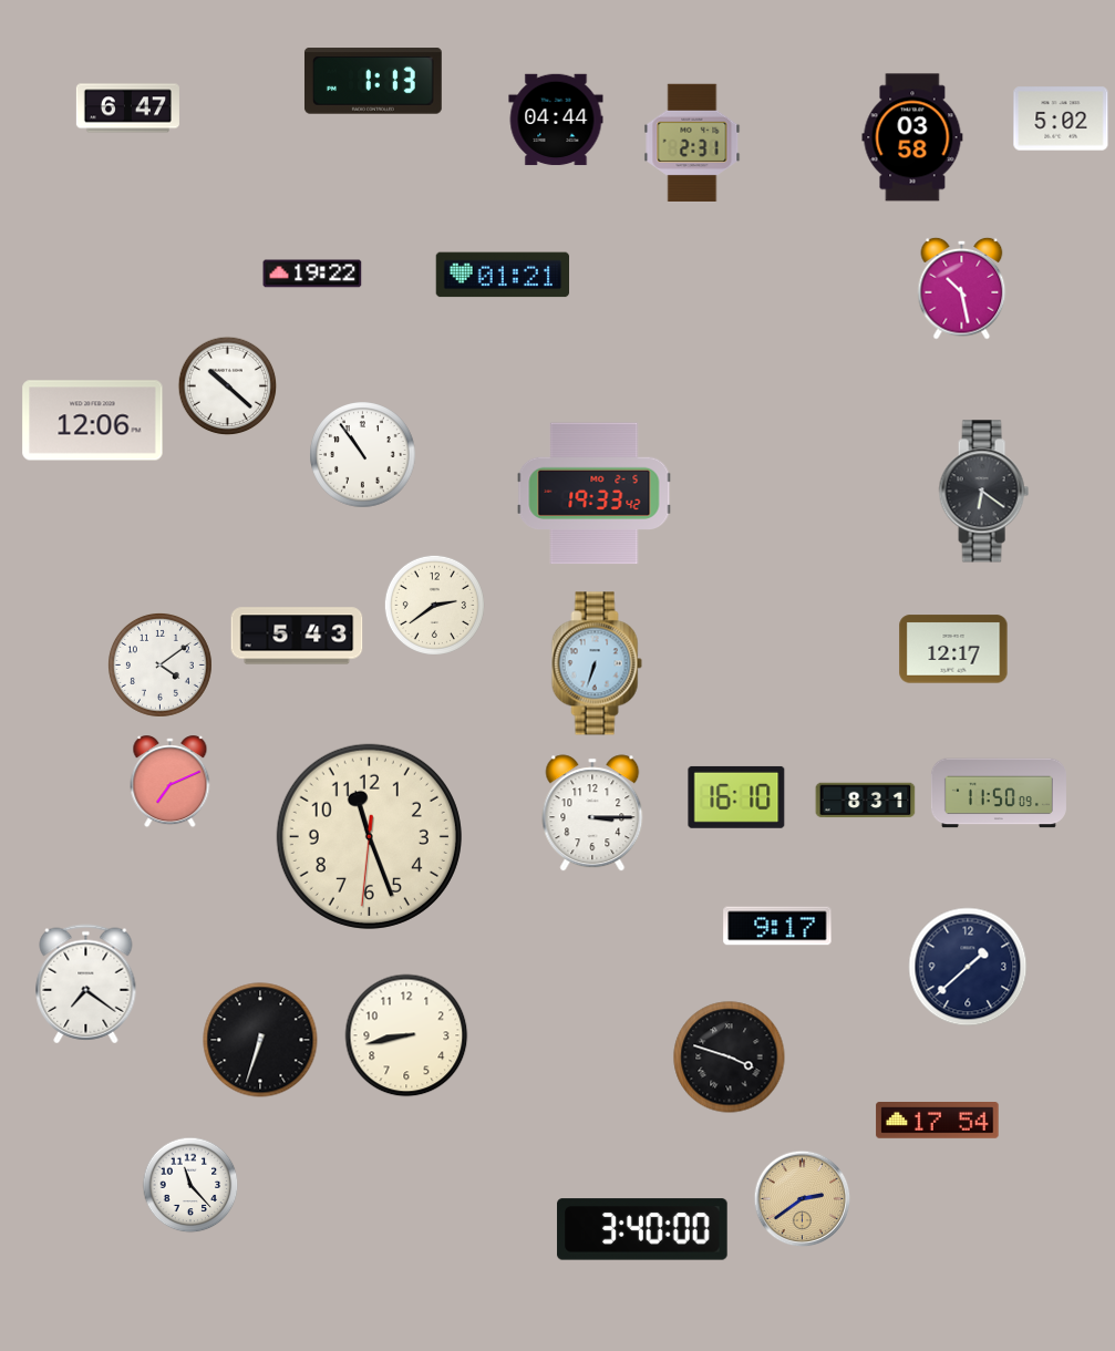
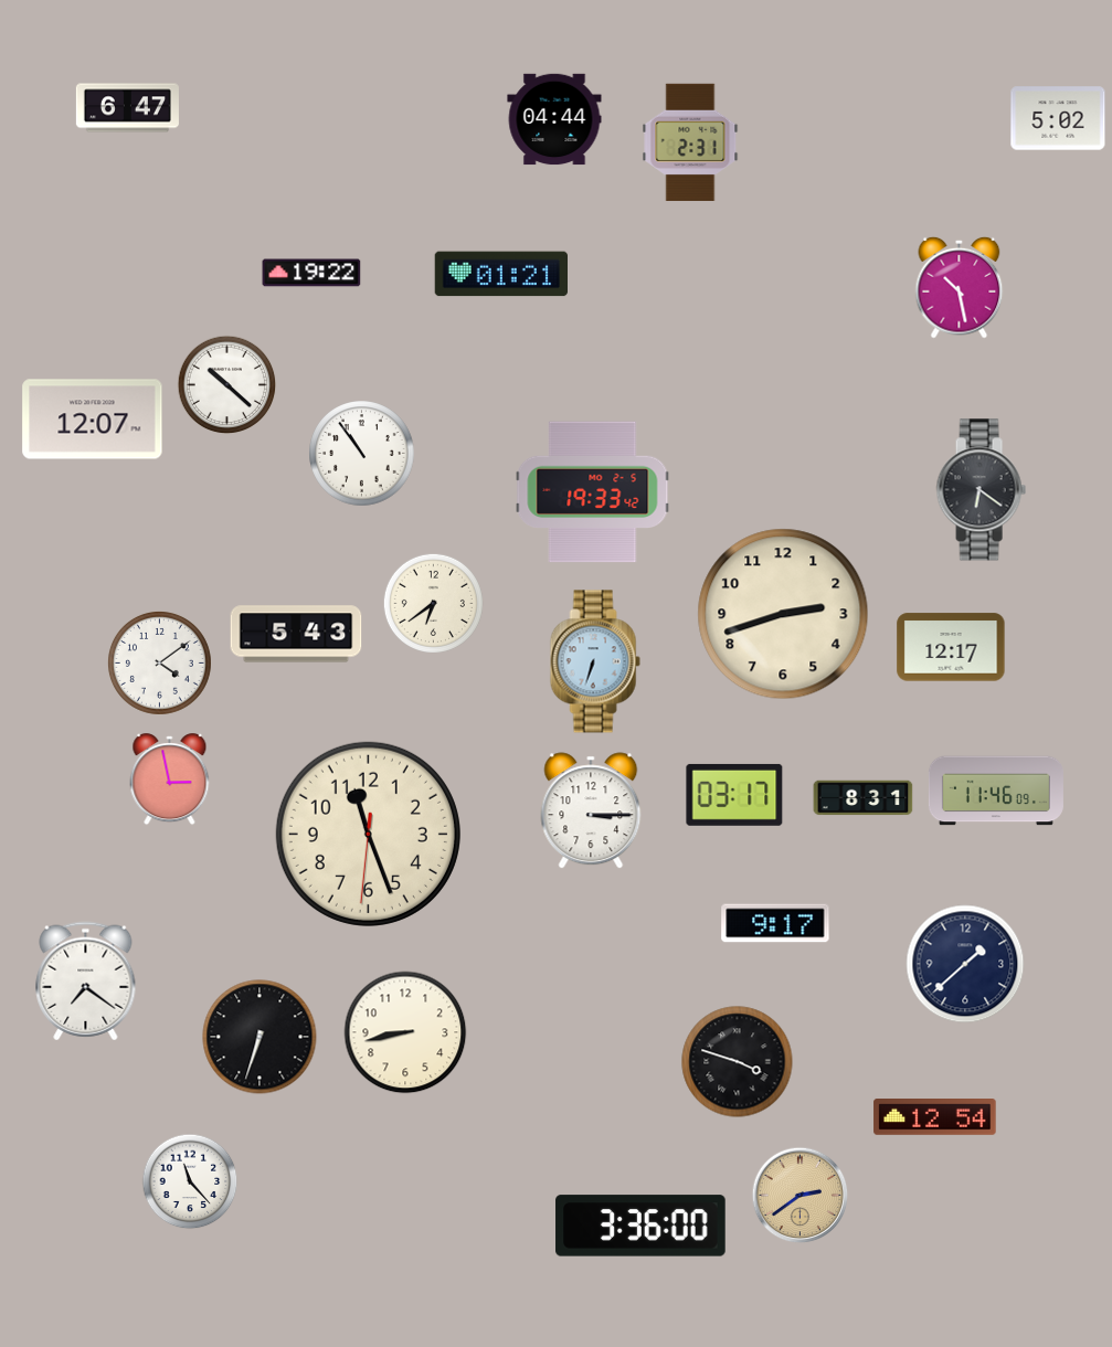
clock at (373, 81): 1:13 -> none
clock at (912, 137): 03:58 -> none
clock at (93, 421): 12:06 -> 12:07
clock at (434, 605): 2:39 -> 6:39
clock at (783, 614): none -> 2:42
clock at (171, 782): 7:11 -> 2:58
clock at (999, 793): 11:50 -> 11:46
clock at (736, 797): 16:10 -> 03:17
clock at (730, 1058) position: (730, 1058) -> (738, 1062)
clock at (938, 1121): 17:54 -> 12:54
clock at (642, 1229): 3:40 -> 3:36
